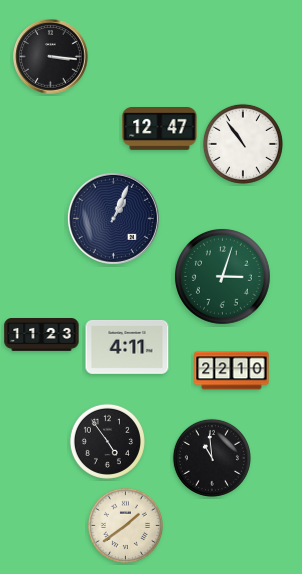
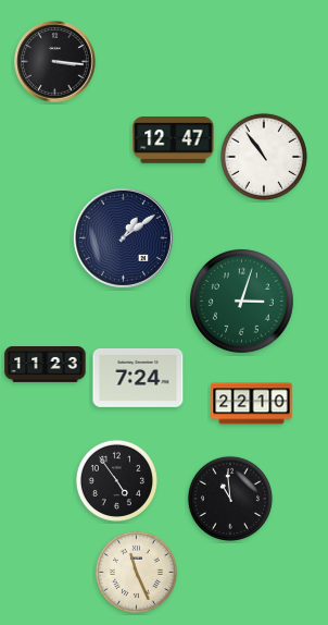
clock at (113, 218): 1:04 -> 1:09
clock at (127, 347): 4:11 -> 7:24
clock at (125, 525): 1:39 -> 11:26
